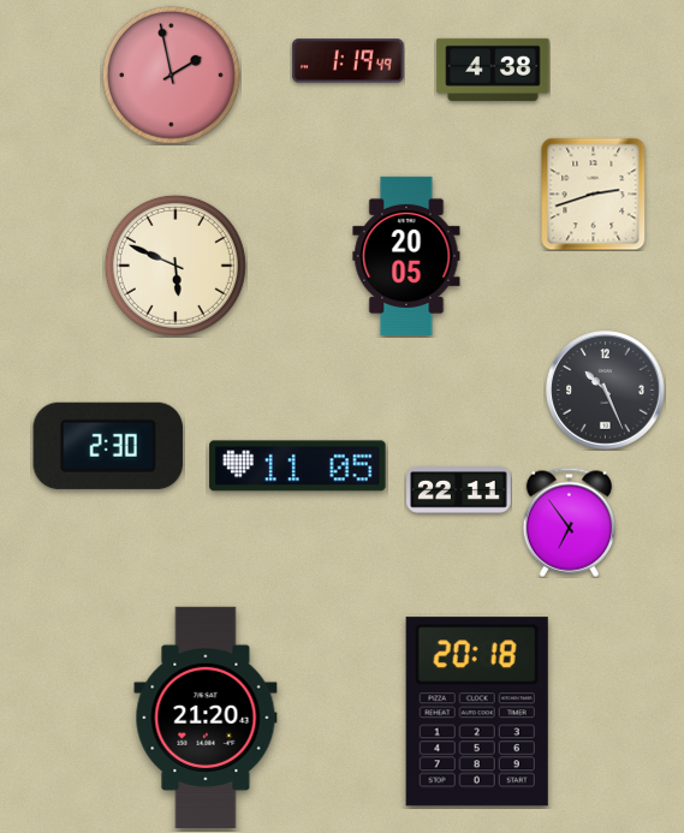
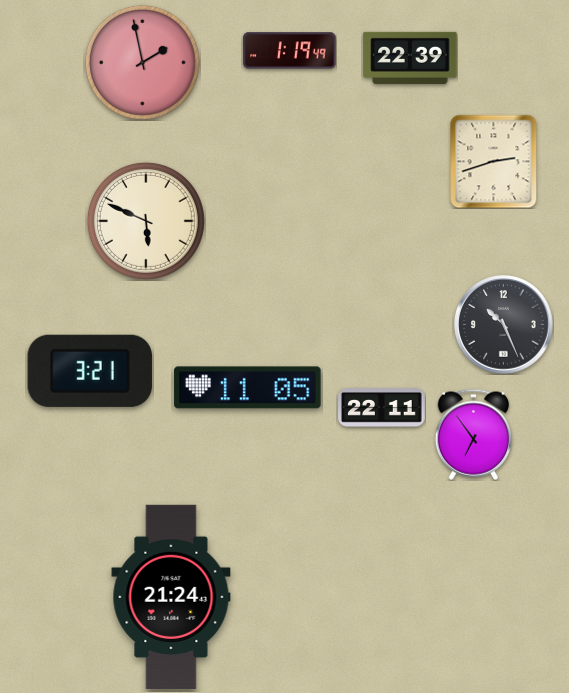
clock at (493, 70): 4:38 -> 22:39
clock at (406, 256): 20:05 -> none
clock at (107, 446): 2:30 -> 3:21
clock at (477, 712): 20:18 -> none
clock at (206, 718): 21:20 -> 21:24
